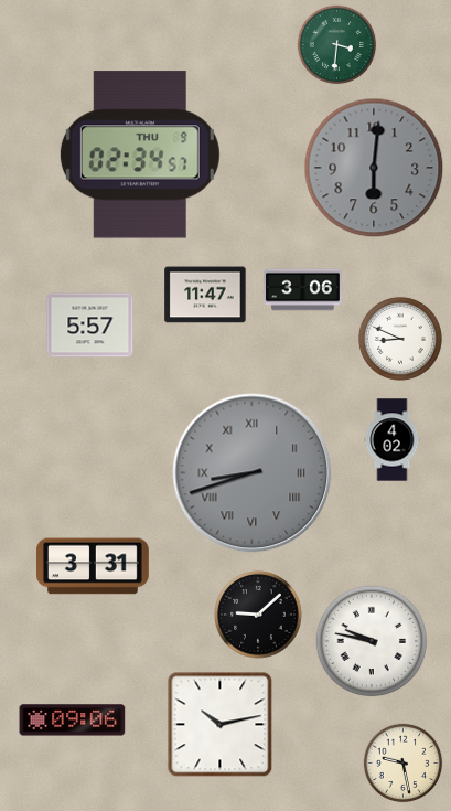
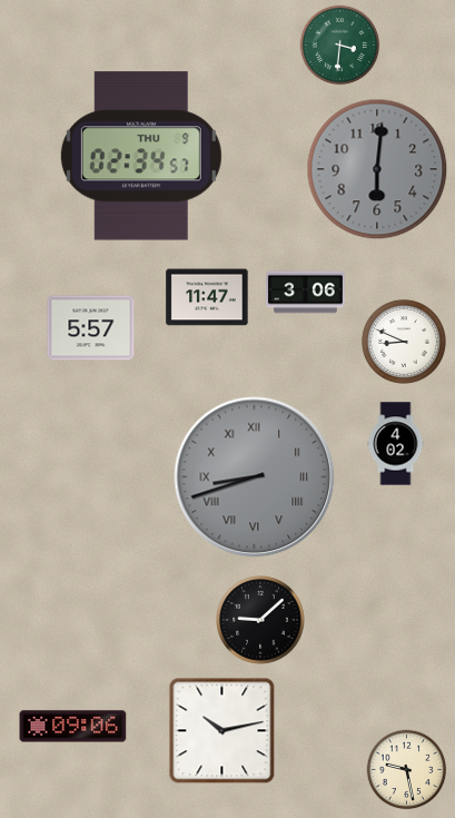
clock at (93, 566): 3:31 -> none
clock at (372, 641): 9:47 -> none
